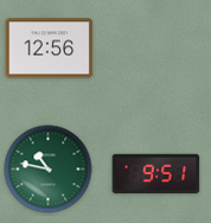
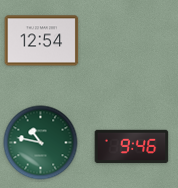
clock at (50, 49): 12:56 -> 12:54
clock at (156, 174): 9:51 -> 9:46
